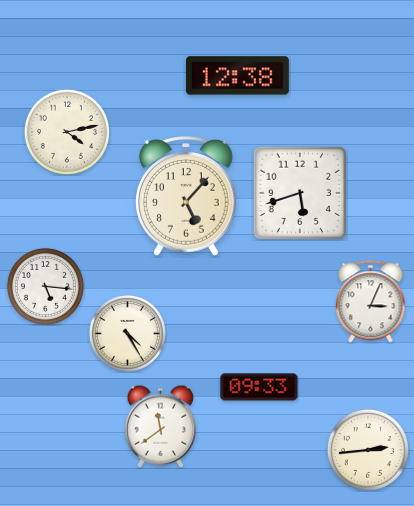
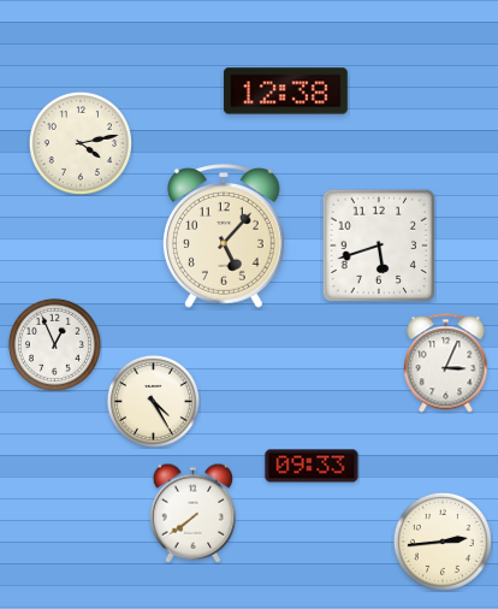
clock at (67, 132) position: (67, 132) -> (81, 143)
clock at (300, 193) position: (300, 193) -> (379, 246)
clock at (45, 286): 5:16 -> 12:56
clock at (160, 426): 11:39 -> 7:39
